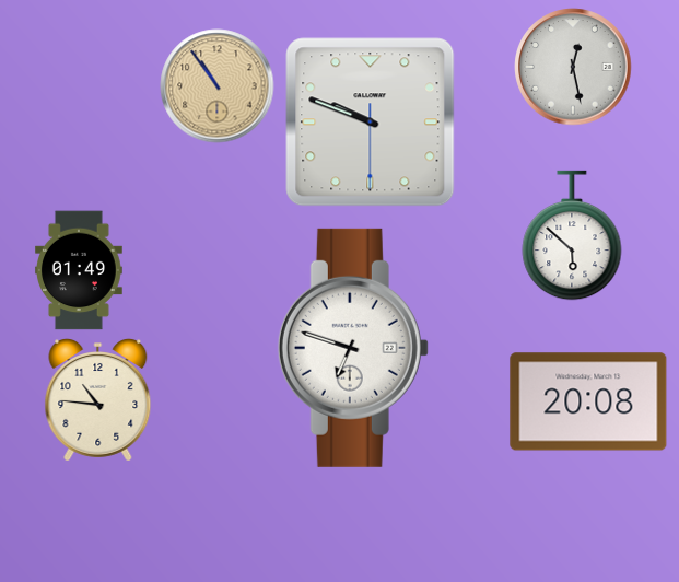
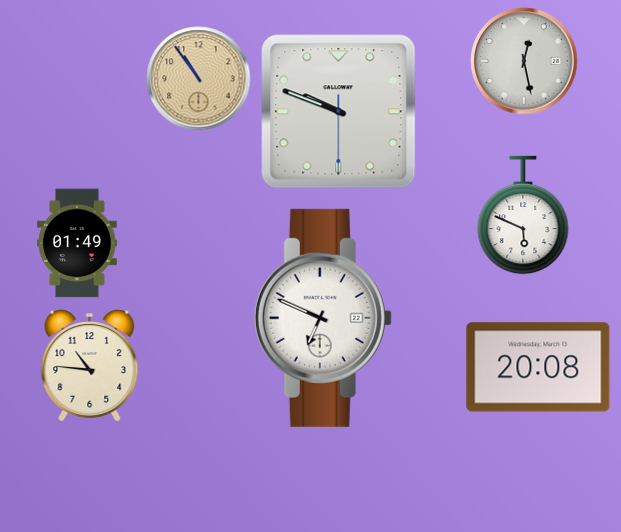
clock at (572, 235): 5:52 -> 5:49
clock at (80, 270) position: (80, 270) -> (78, 243)
clock at (353, 348): 6:48 -> 6:49
